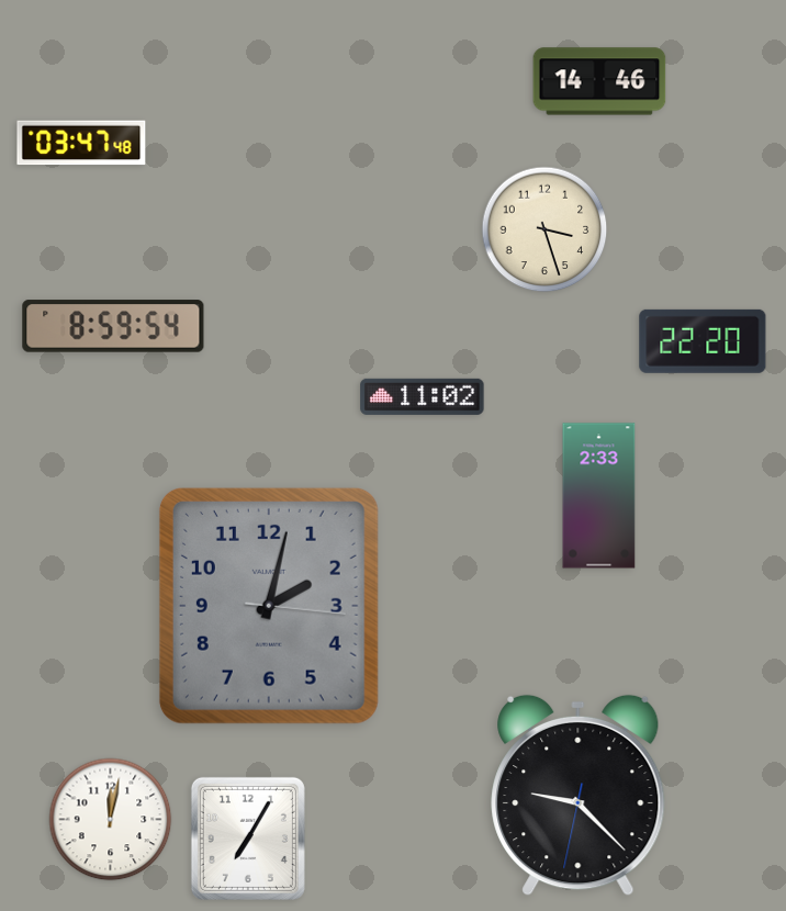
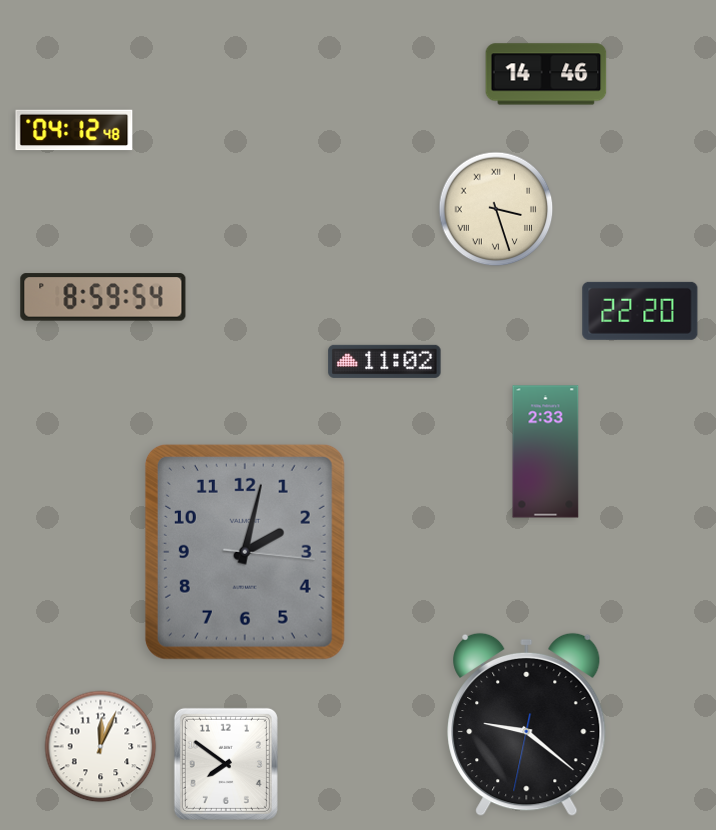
clock at (81, 143): 03:47 -> 04:12
clock at (544, 229) numerals: Arabic -> Roman
clock at (579, 796): 9:22 -> 9:21
clock at (111, 820): 12:02 -> 12:04
clock at (248, 839): 7:05 -> 7:51
